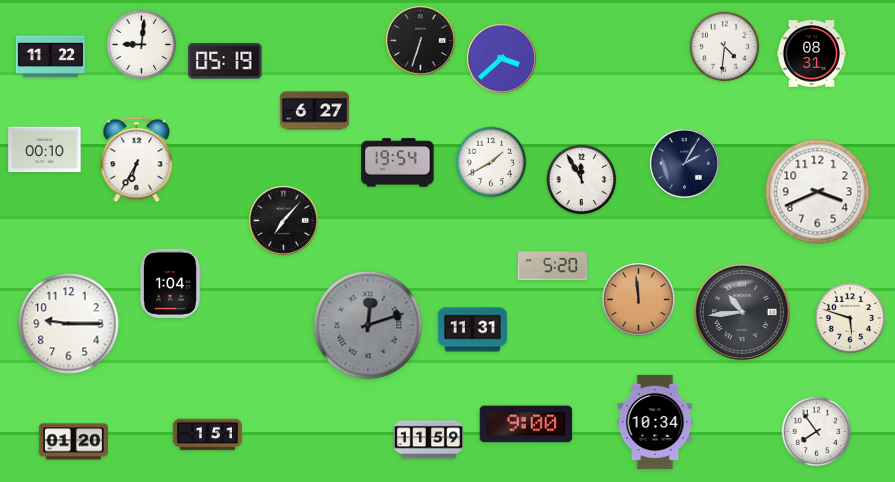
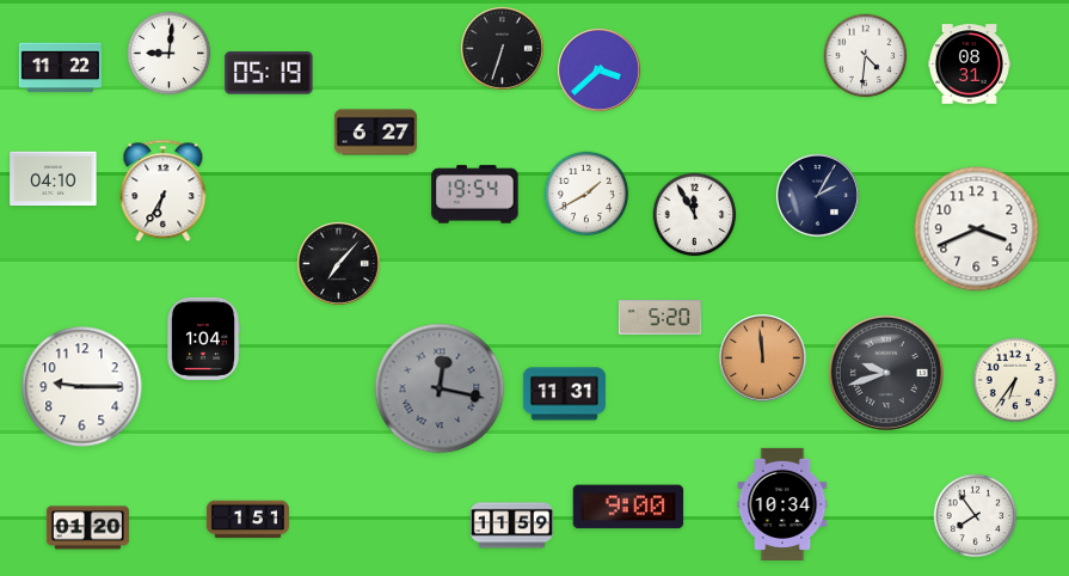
clock at (45, 150): 00:10 -> 04:10
clock at (742, 312): 10:44 -> 9:42
clock at (850, 318): 5:48 -> 6:36
clock at (368, 325): 12:12 -> 12:17
